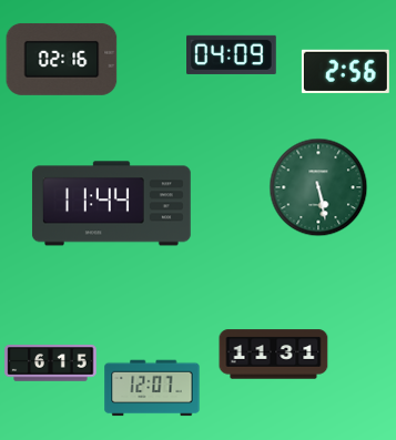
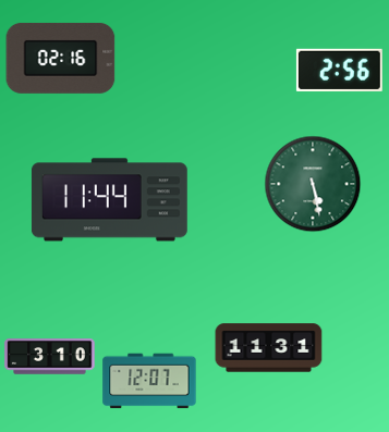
clock at (232, 54): 04:09 -> none
clock at (51, 364): 6:15 -> 3:10
